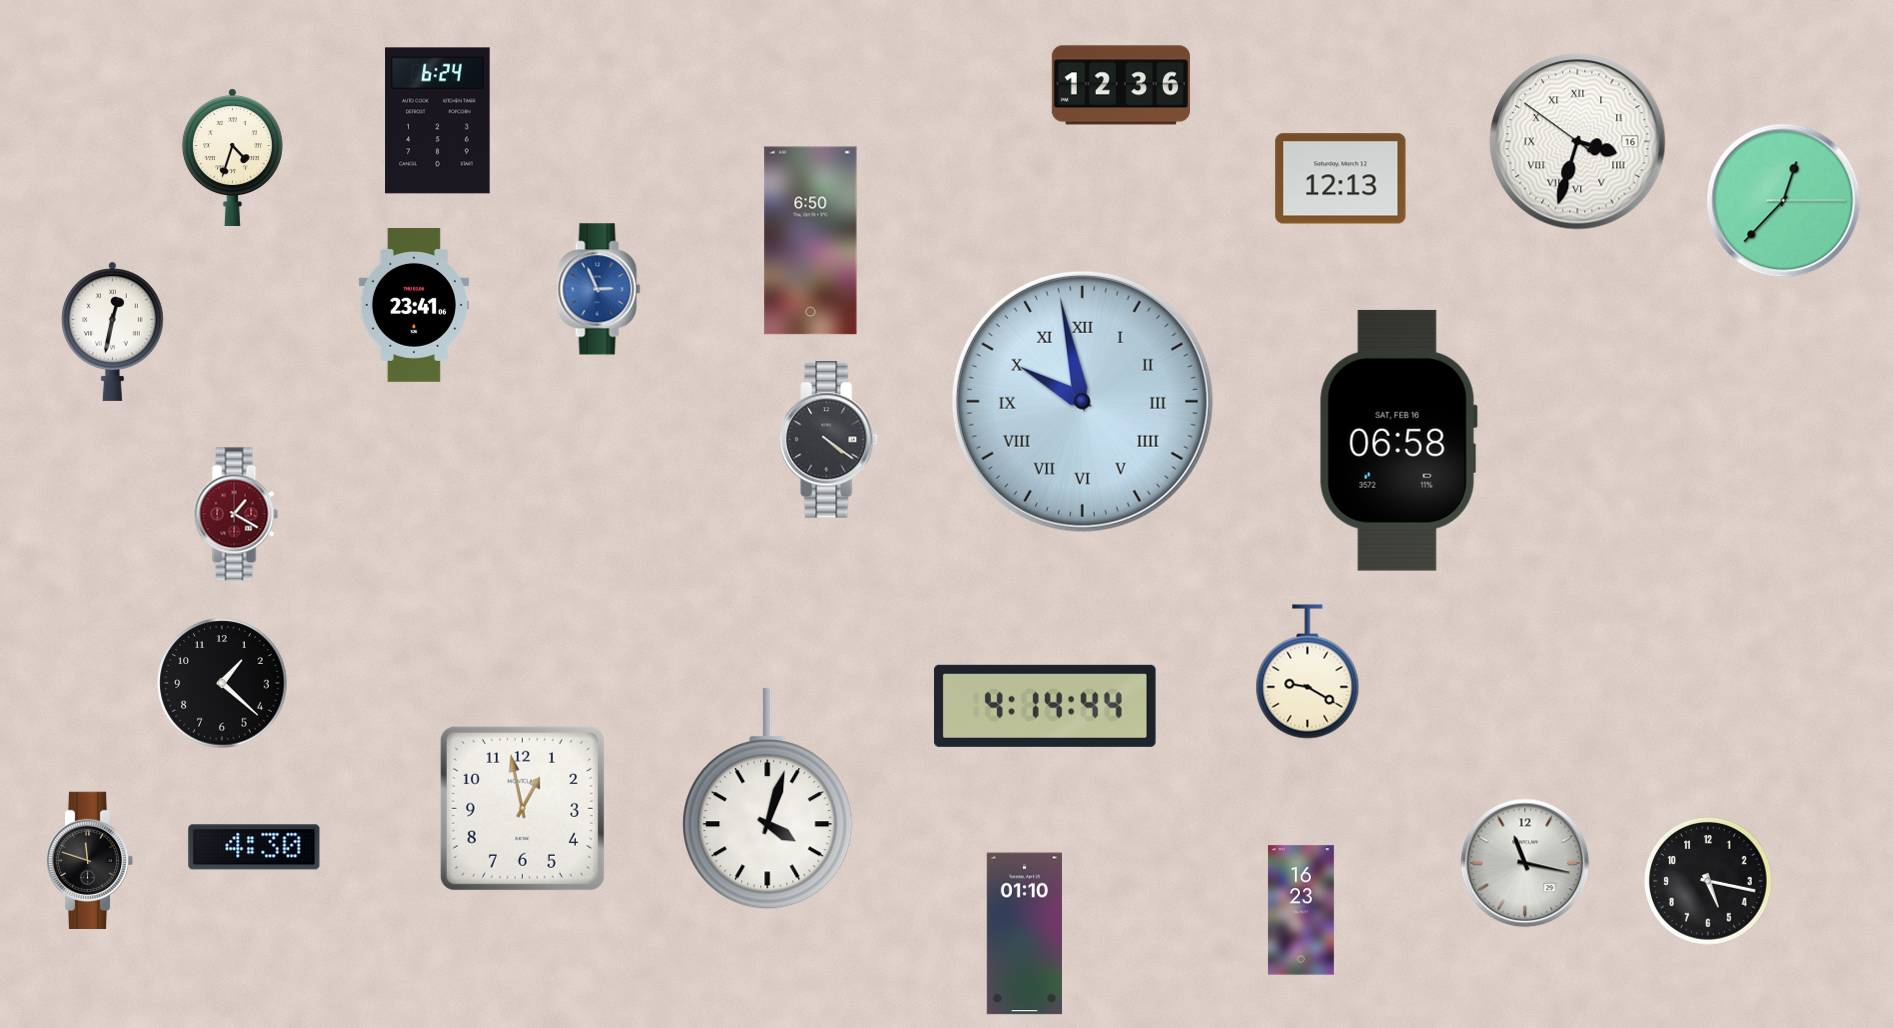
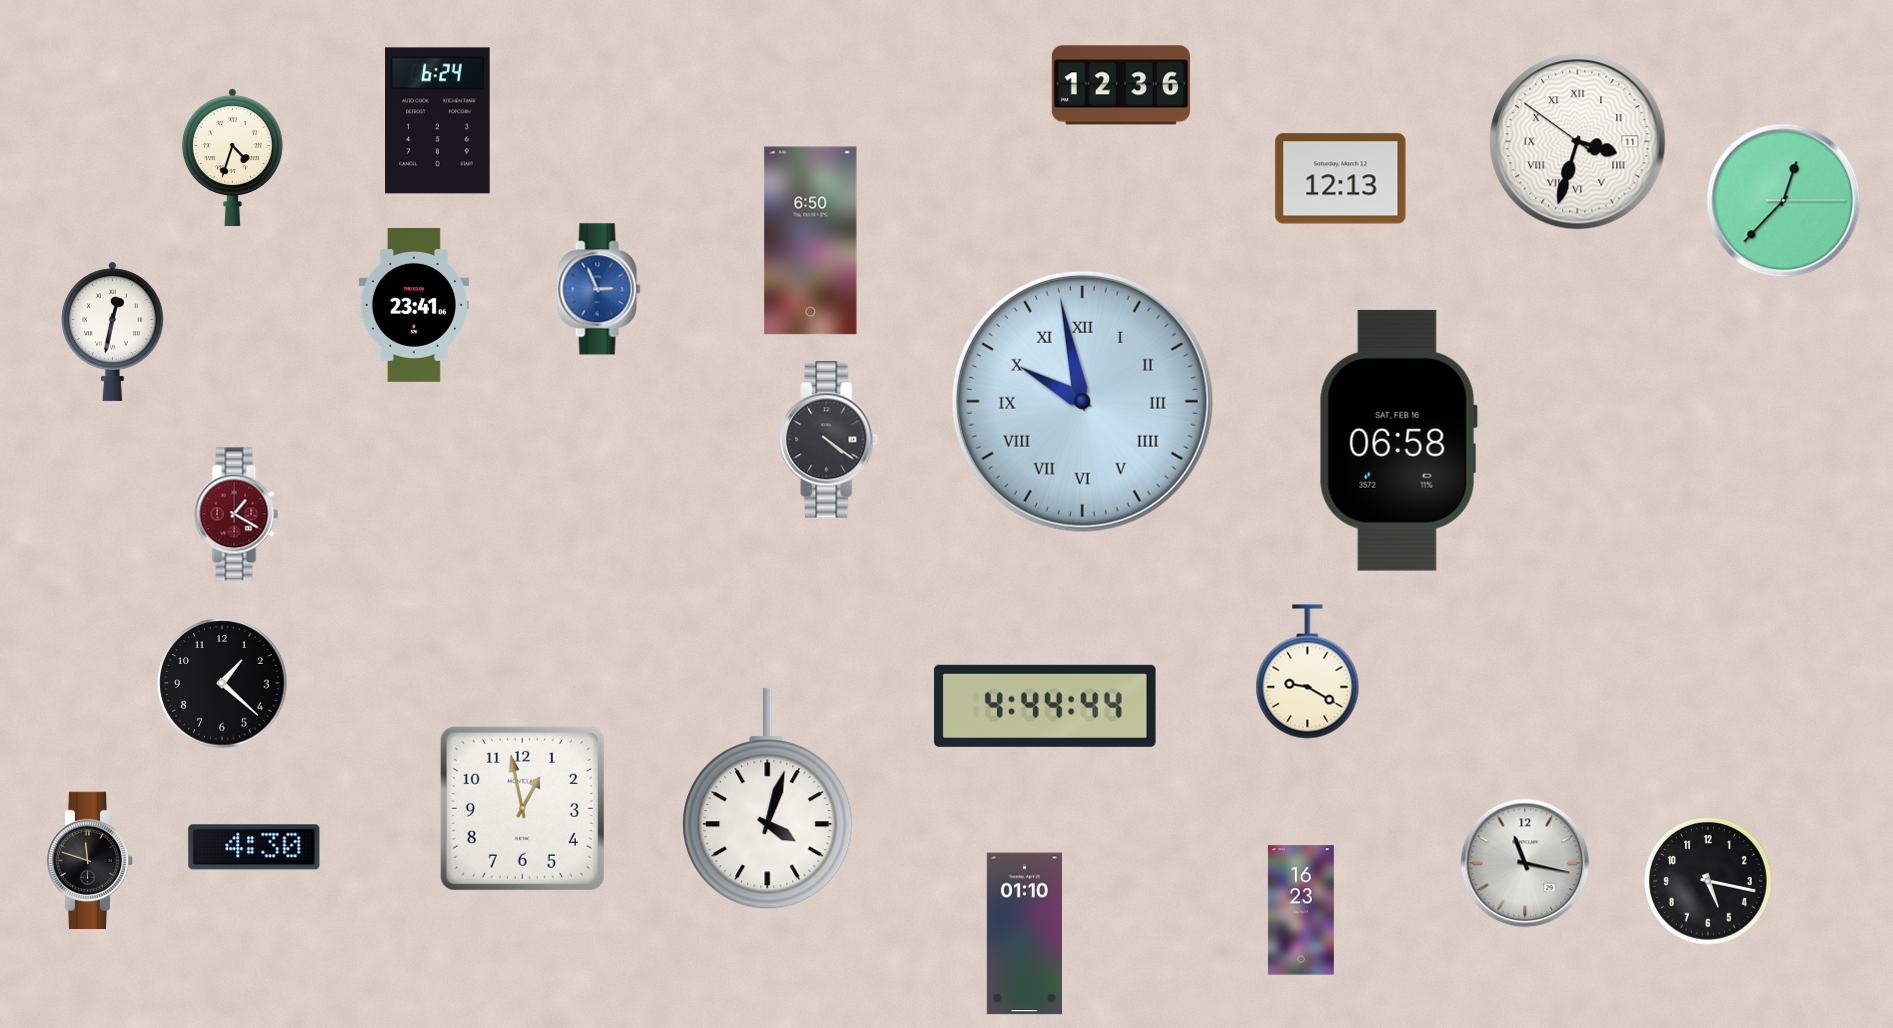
clock at (1578, 142) date: 16 -> 11
clock at (1045, 706): 4:14 -> 4:44
